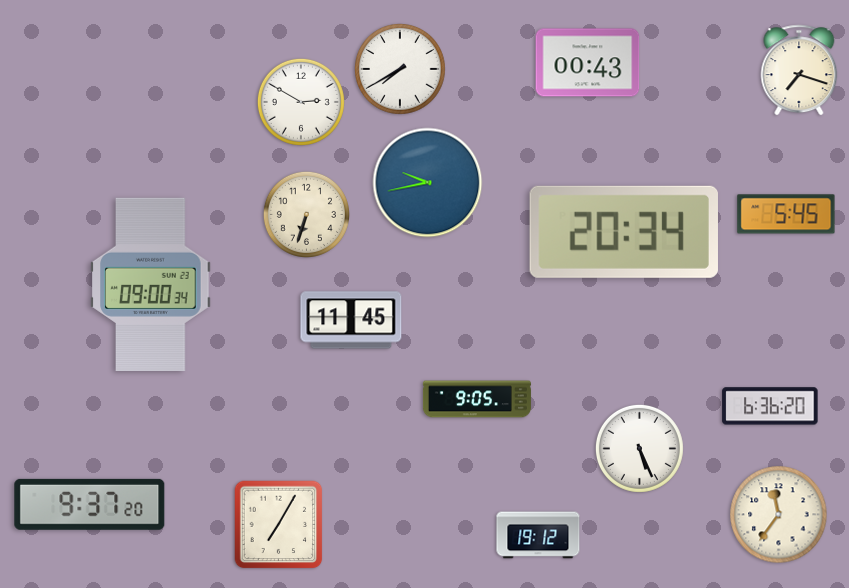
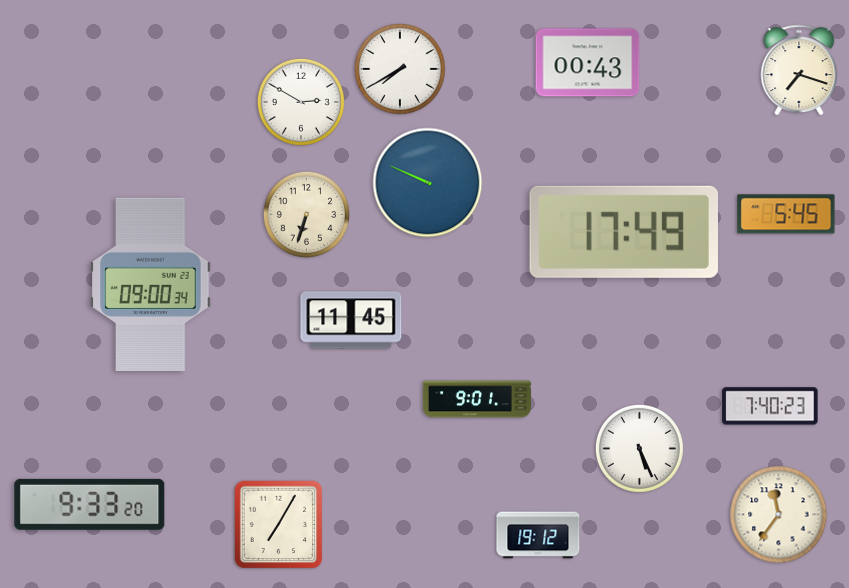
clock at (428, 183): 9:43 -> 9:49
clock at (624, 232): 20:34 -> 17:49
clock at (477, 399): 9:05 -> 9:01
clock at (770, 406): 6:36 -> 7:40
clock at (90, 504): 9:37 -> 9:33
